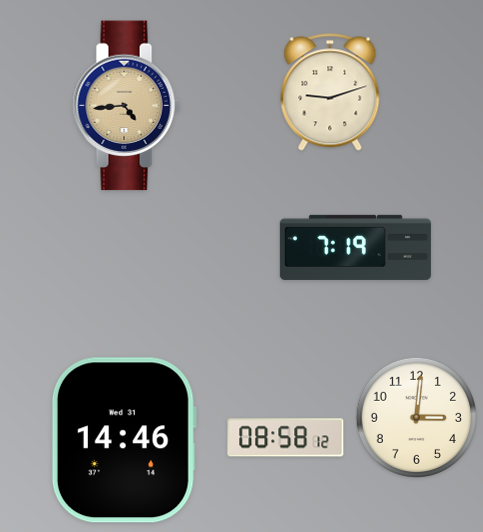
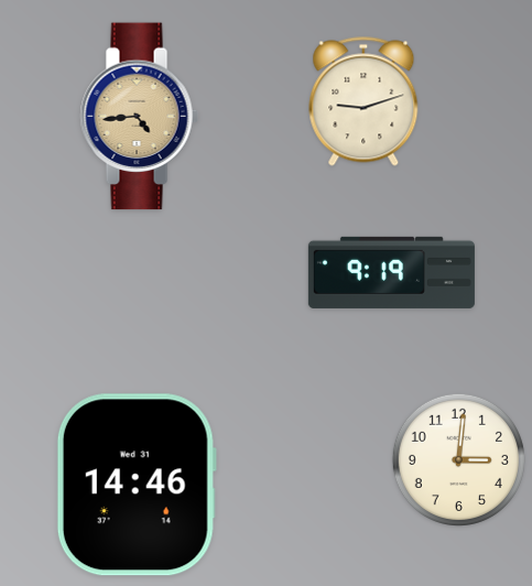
clock at (355, 247): 7:19 -> 9:19
clock at (286, 438): 08:58 -> none
